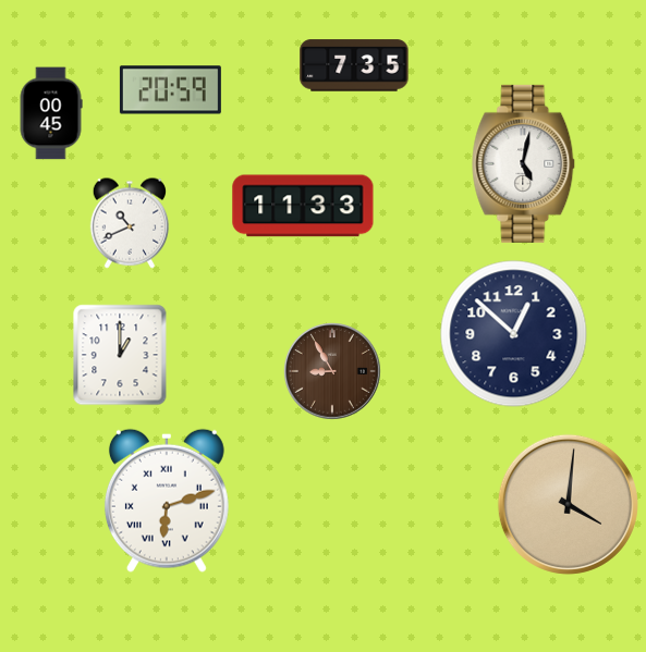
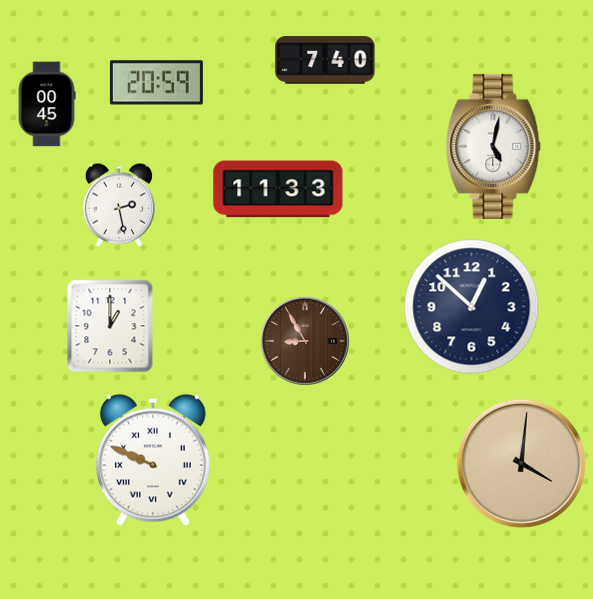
clock at (354, 65): 7:35 -> 7:40
clock at (524, 163) position: (524, 163) -> (494, 146)
clock at (129, 223): 10:41 -> 2:28
clock at (167, 501): 6:12 -> 9:49
